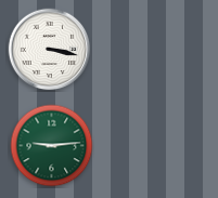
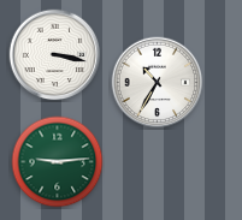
clock at (158, 83): none -> 10:35
